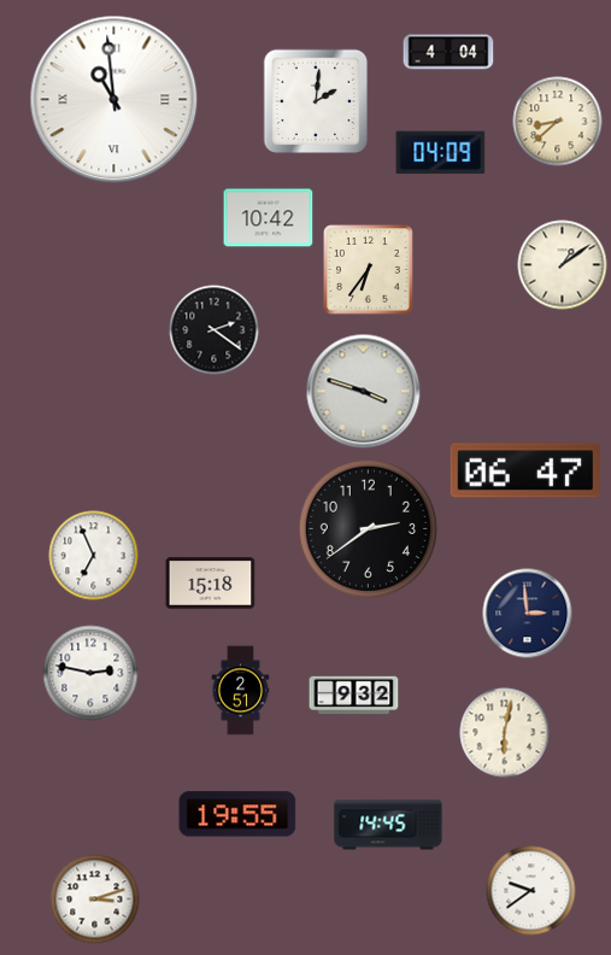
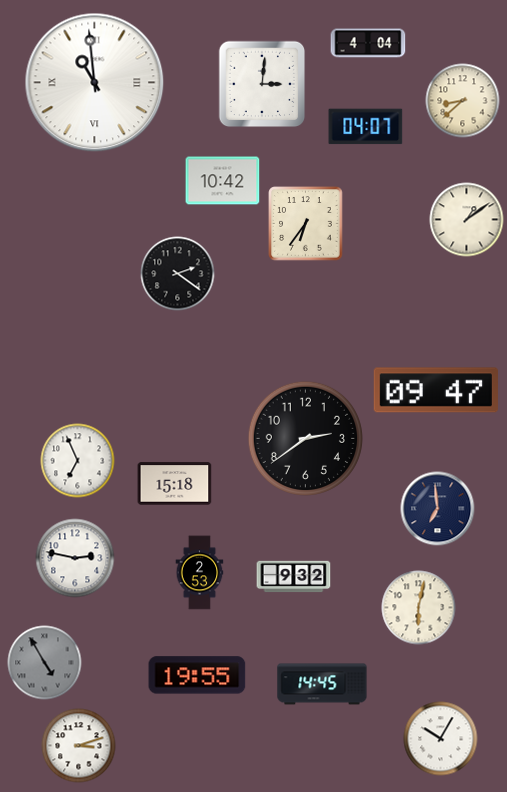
clock at (448, 52) position: (448, 52) -> (368, 43)
clock at (316, 101): 2:01 -> 3:01
clock at (441, 153): 04:09 -> 04:07
clock at (364, 392): 3:48 -> none
clock at (525, 470): 06:47 -> 09:47
clock at (528, 614): 2:59 -> 6:59
clock at (241, 691): 2:51 -> 2:53
clock at (45, 663): none -> 4:55
clock at (531, 891): 9:39 -> 10:05
